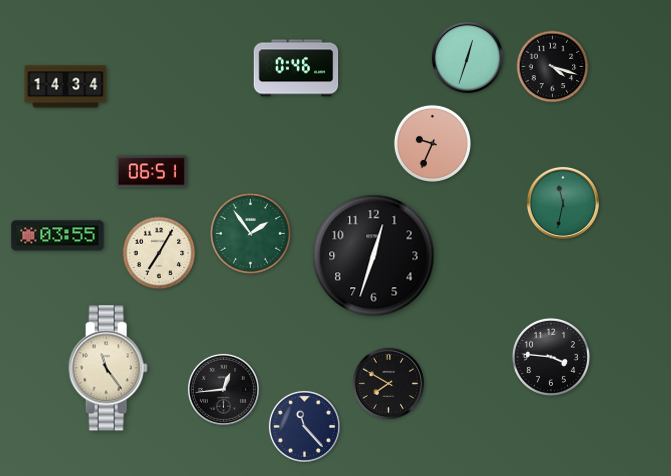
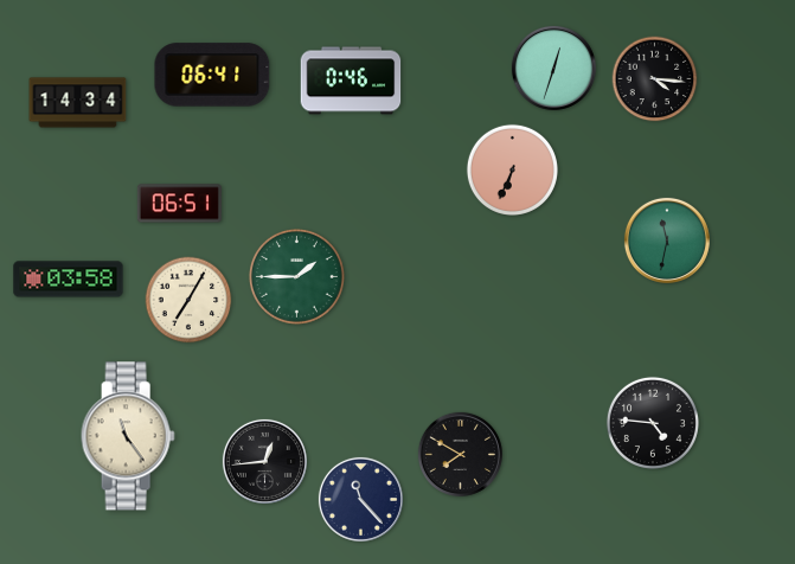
clock at (212, 75): none -> 06:41
clock at (553, 67): 4:18 -> 4:16
clock at (432, 143): 9:34 -> 6:34
clock at (250, 233): 1:54 -> 1:45
clock at (58, 236): 03:55 -> 03:58
clock at (374, 256): 12:33 -> none
clock at (551, 357): 3:46 -> 4:46
clock at (304, 426) position: (304, 426) -> (360, 499)
